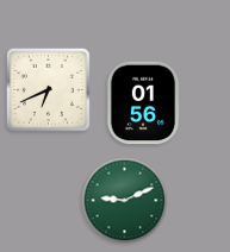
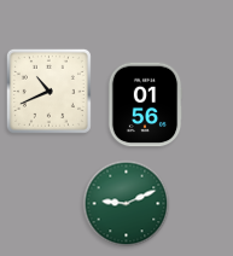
clock at (48, 89): 6:41 -> 10:41
